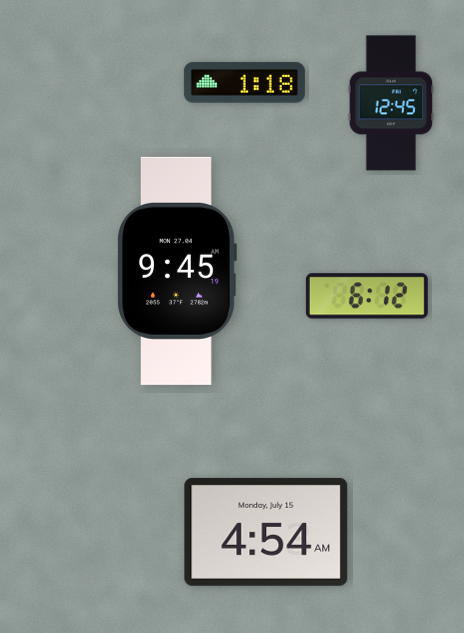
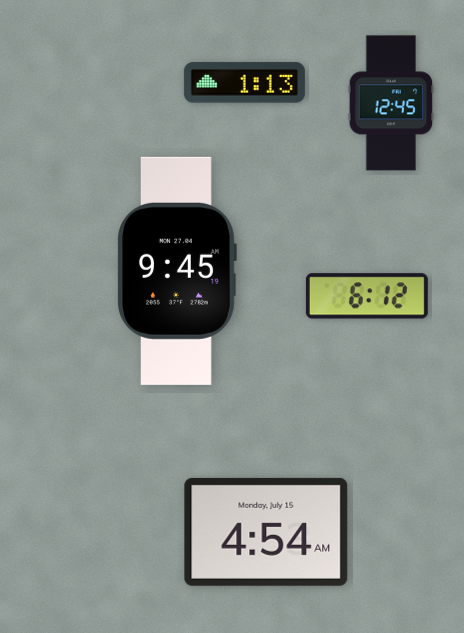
clock at (244, 83): 1:18 -> 1:13
